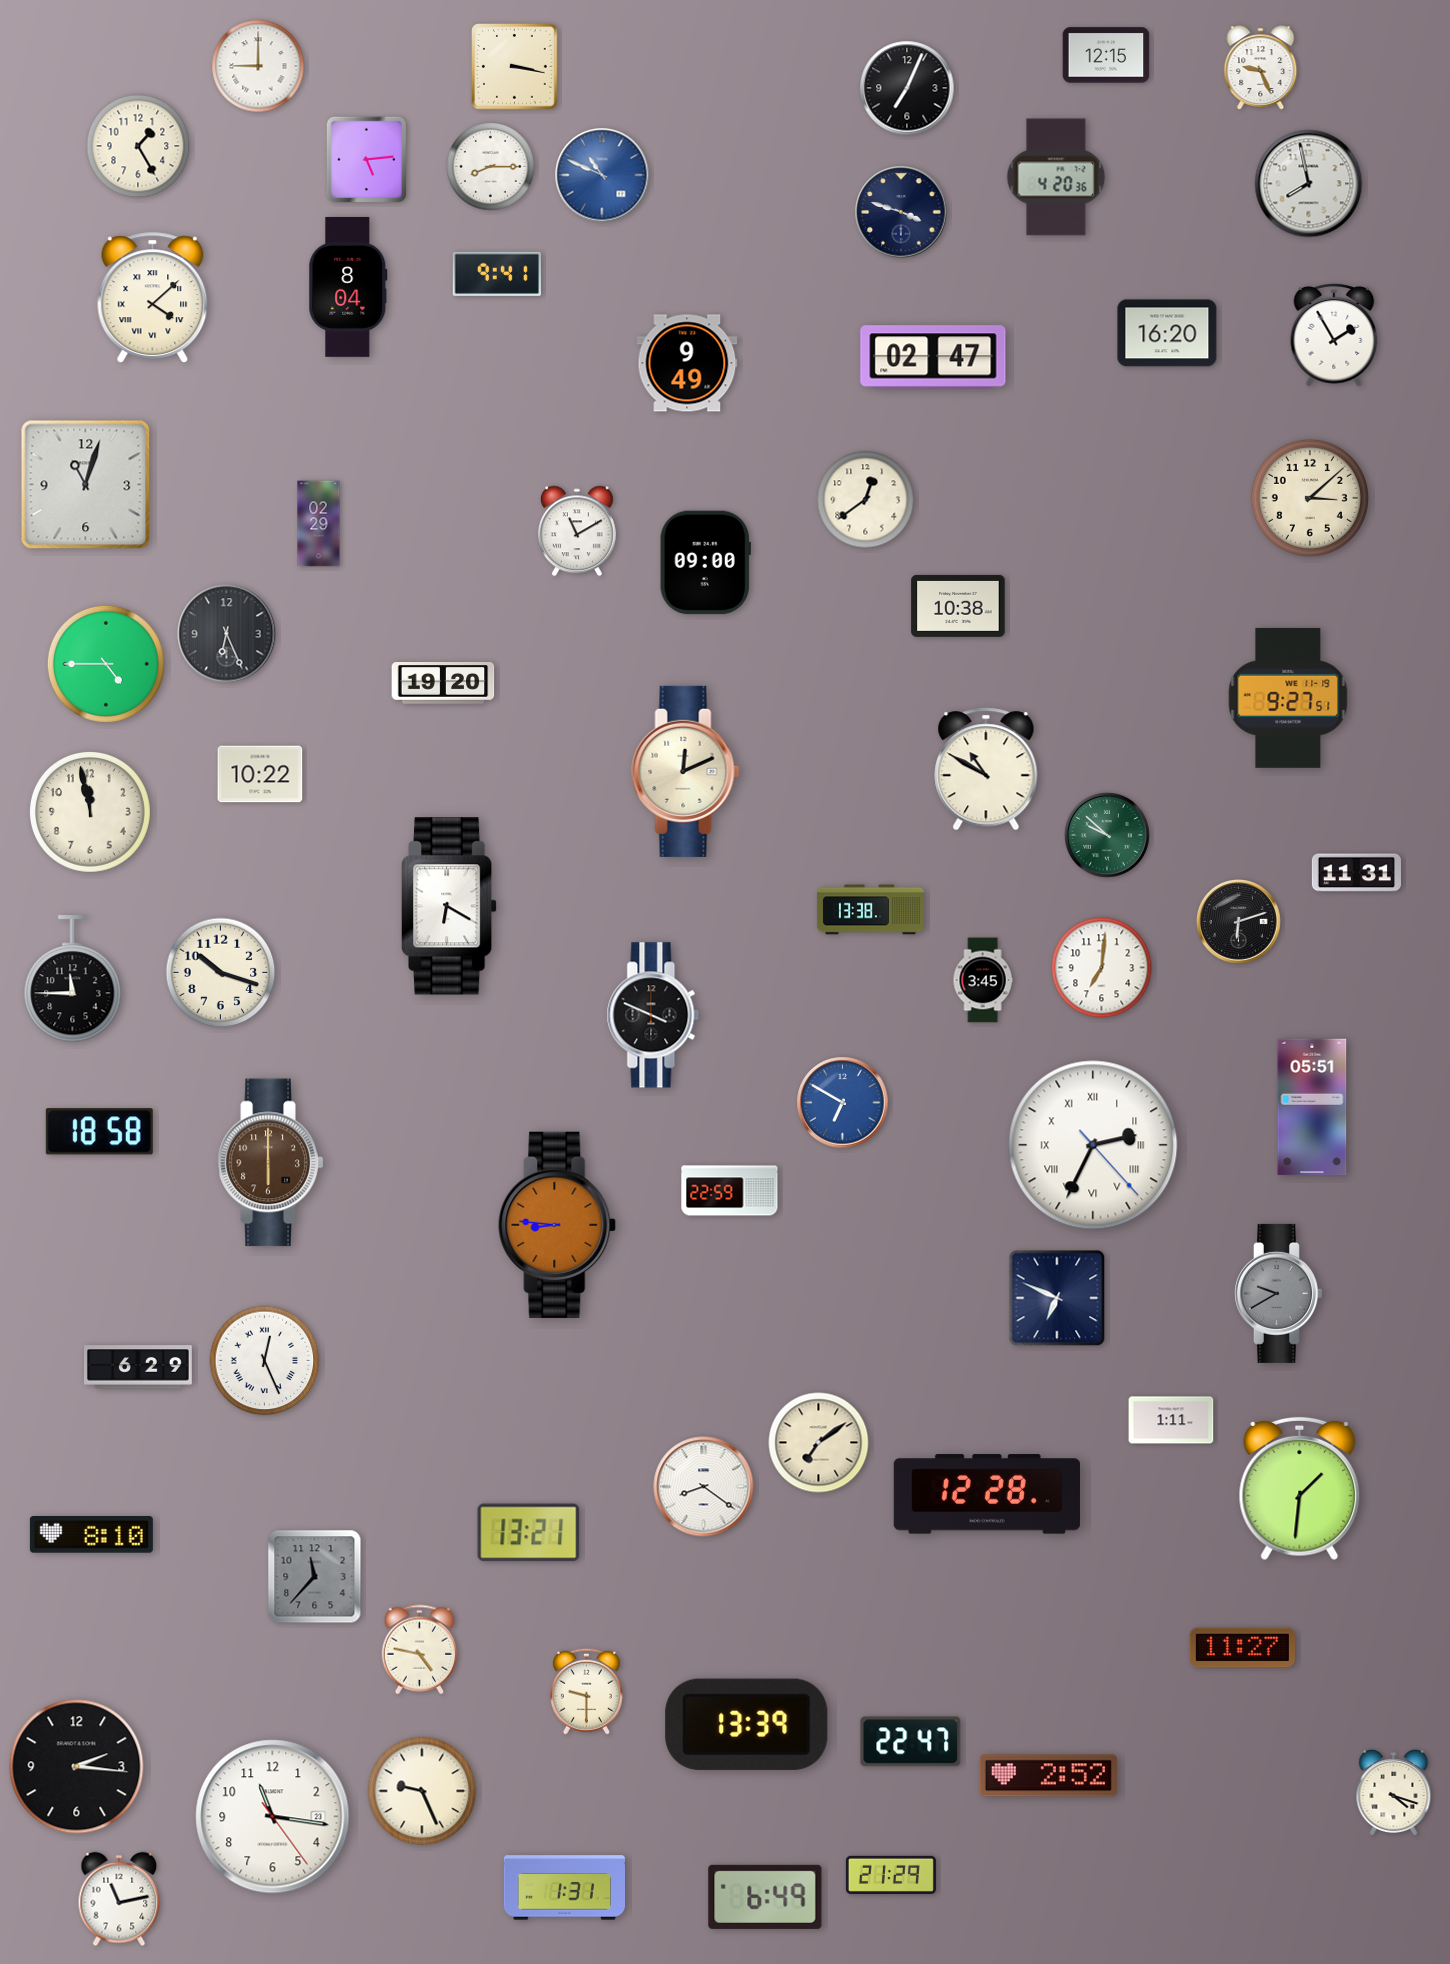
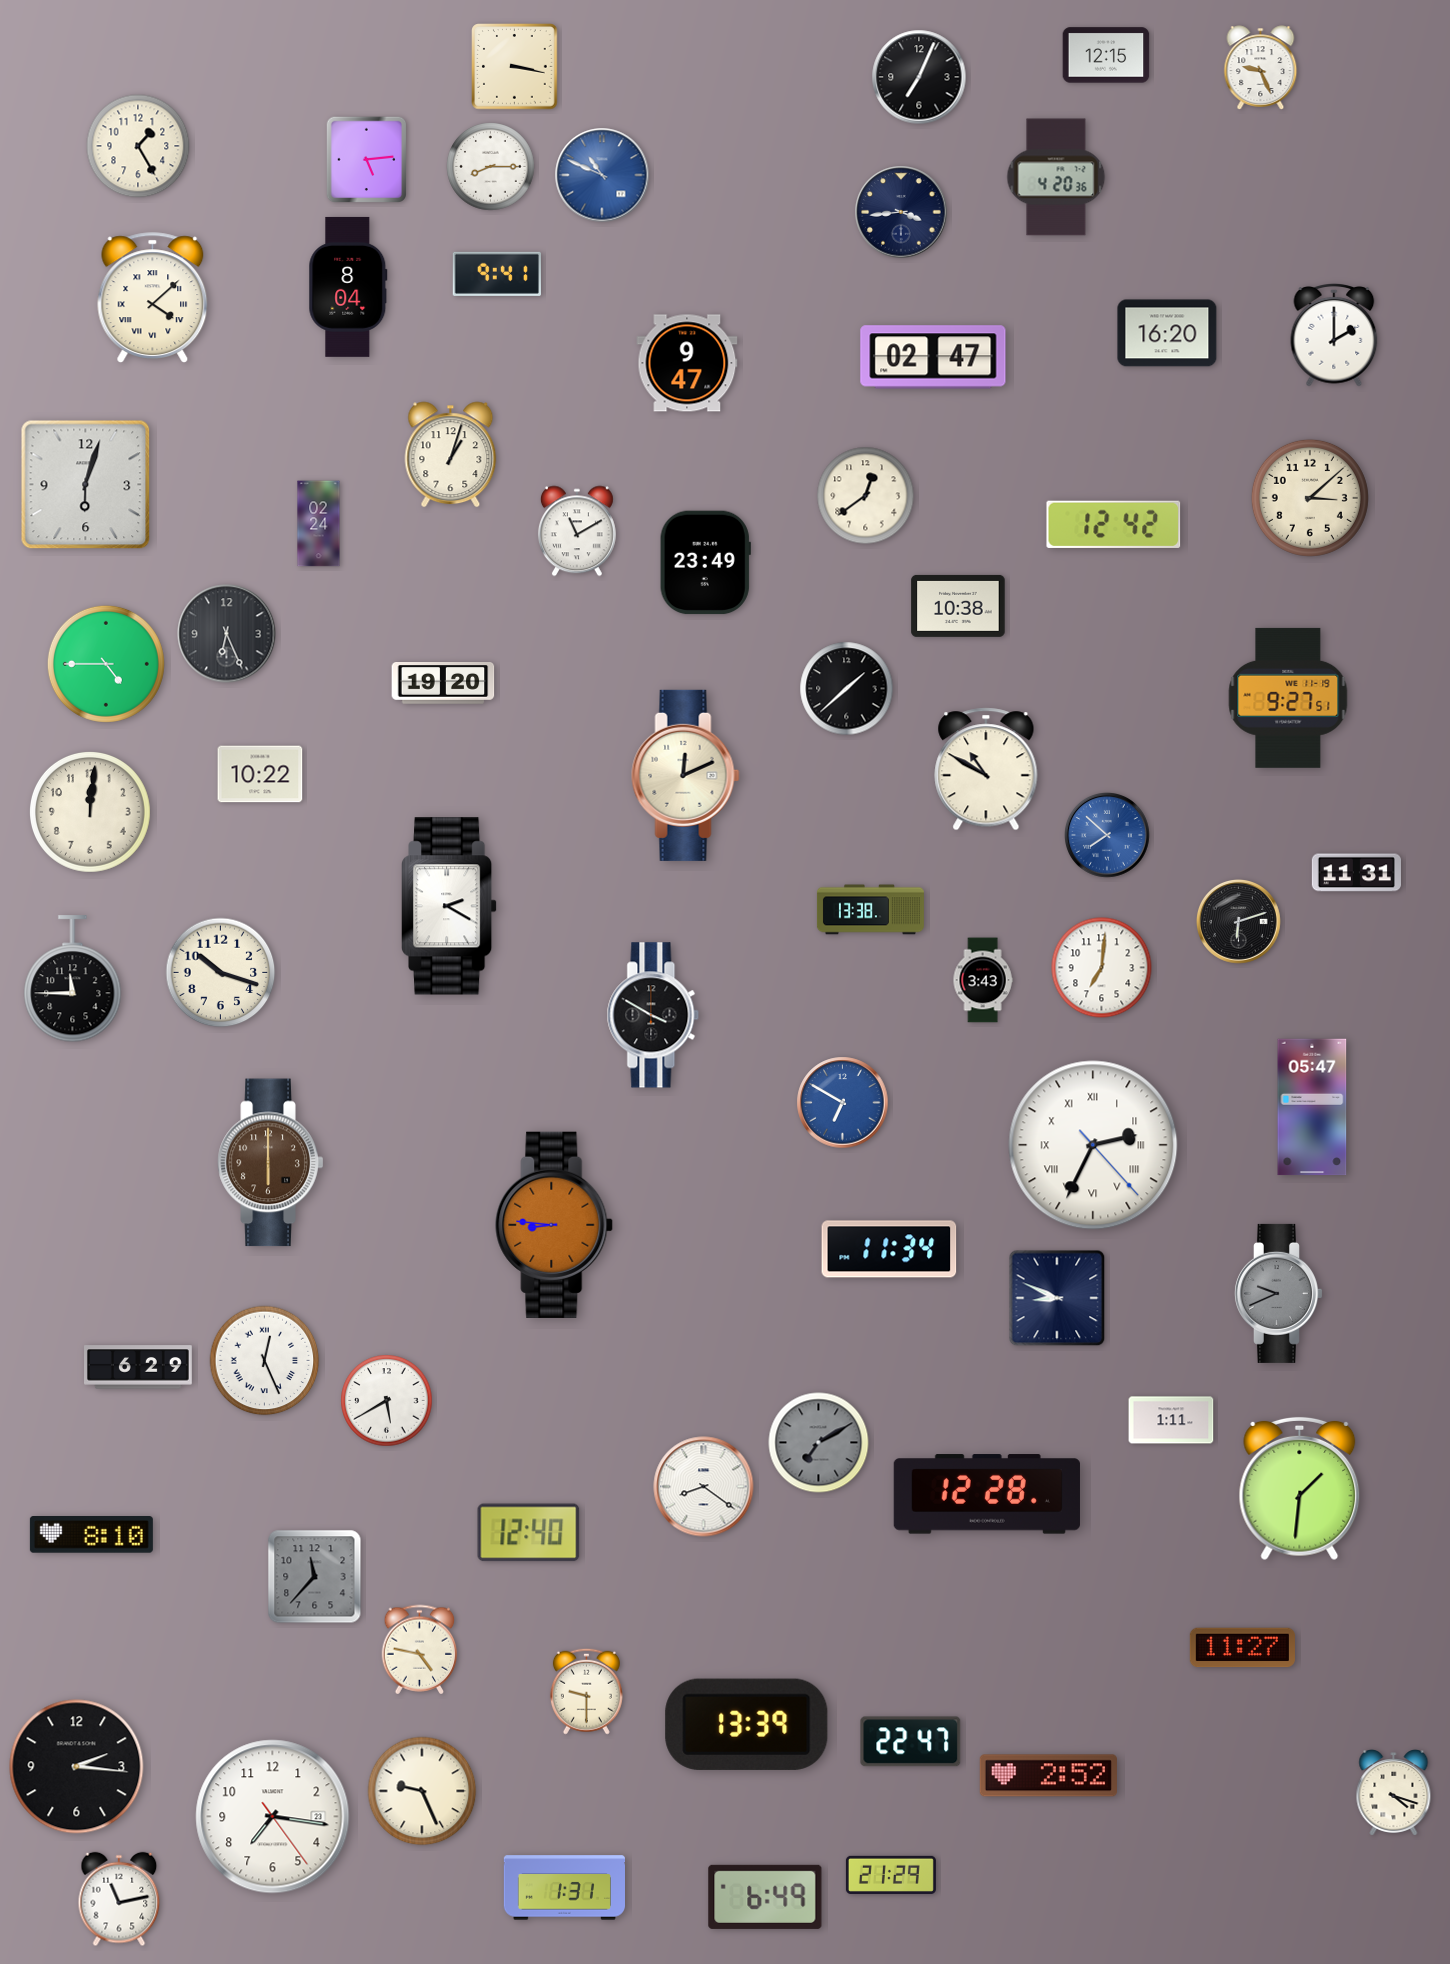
clock at (258, 66): 9:00 -> none
clock at (907, 88) position: (907, 88) -> (919, 77)
clock at (1309, 184): 7:58 -> none
clock at (901, 212): 3:48 -> 3:44
clock at (1334, 336): 1:55 -> 2:00
clock at (687, 363): 9:49 -> 9:47
clock at (451, 455): none -> 1:03
clock at (86, 485): 11:03 -> 6:03
clock at (866, 500) position: (866, 500) -> (866, 496)
clock at (319, 524): 02:29 -> 02:24
clock at (1114, 524): none -> 12:42
clock at (705, 563): 09:00 -> 23:49
clock at (847, 689): none -> 1:38
clock at (686, 771) position: (686, 771) -> (686, 775)
clock at (90, 812): 11:58 -> 12:01
clock at (1108, 836): 9:52 -> 7:52
clock at (1108, 836) dial: green -> blue
clock at (450, 906): 6:20 -> 2:20
clock at (983, 980): 3:45 -> 3:43
clock at (653, 1015): 3:49 -> 3:50
clock at (1312, 1107): 05:51 -> 05:47
clock at (99, 1132): 18:58 -> none
clock at (730, 1191): 22:59 -> none
clock at (558, 1225) position: (558, 1225) -> (555, 1225)
clock at (889, 1249): none -> 11:34
clock at (1278, 1293): 9:40 -> 9:41
clock at (1057, 1298): 6:49 -> 8:49
clock at (387, 1401): none -> 5:40
clock at (819, 1443): 7:09 -> 7:10
clock at (819, 1443) dial: cream -> grey
clock at (529, 1533): 13:21 -> 12:40
clock at (273, 1817): 11:16 -> 7:16
